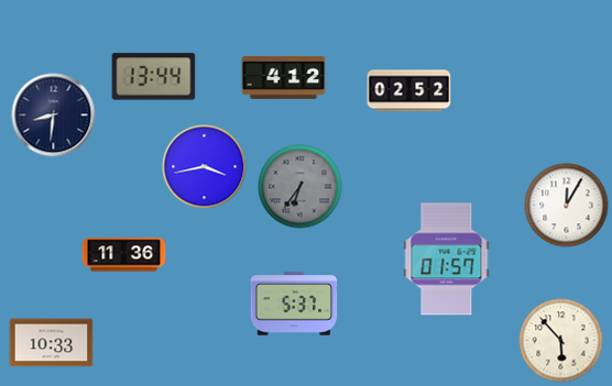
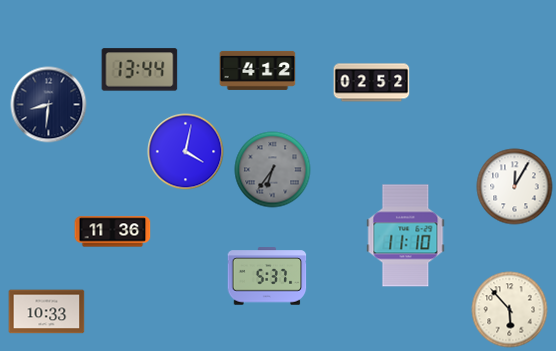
clock at (205, 167): 3:43 -> 4:02
clock at (447, 260): 01:57 -> 11:10
